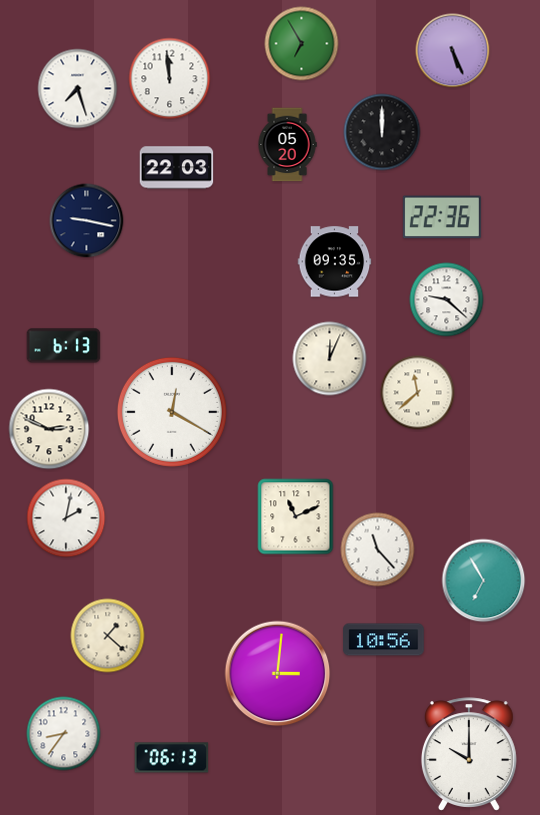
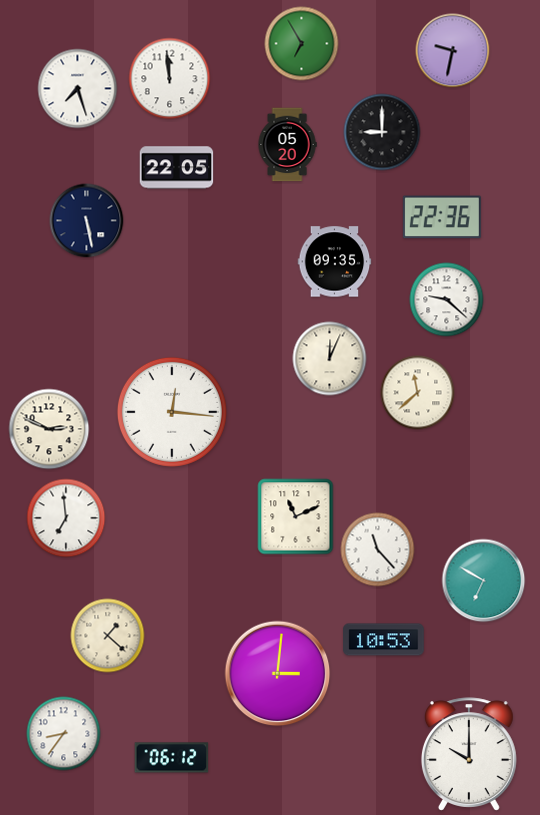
clock at (453, 51): 5:26 -> 9:32
clock at (382, 132): 12:00 -> 9:00
clock at (177, 168): 22:03 -> 22:05
clock at (87, 221): 9:17 -> 5:28
clock at (64, 346): 6:13 -> none
clock at (172, 412): 12:20 -> 12:16
clock at (66, 518): 2:02 -> 6:59
clock at (484, 581): 6:55 -> 6:50
clock at (384, 640): 10:56 -> 10:53
clock at (172, 758): 06:13 -> 06:12
